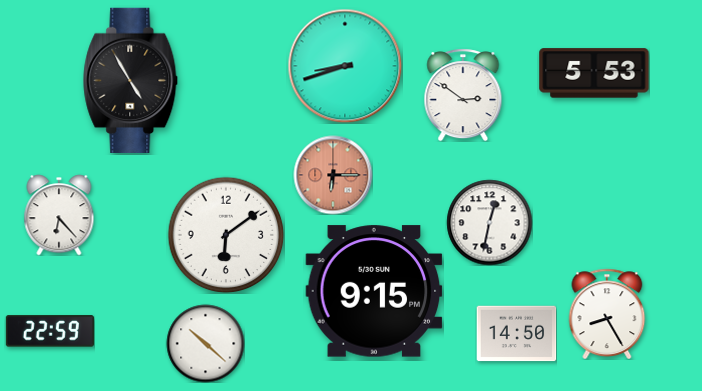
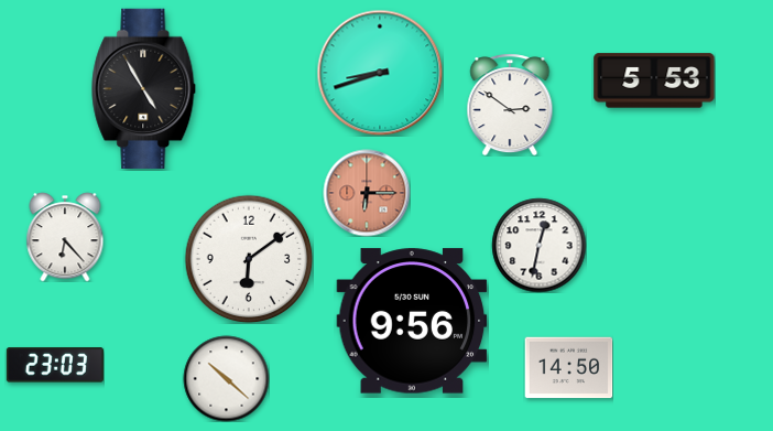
clock at (374, 291): 9:15 -> 9:56
clock at (607, 313): 8:25 -> none
clock at (50, 331): 22:59 -> 23:03
